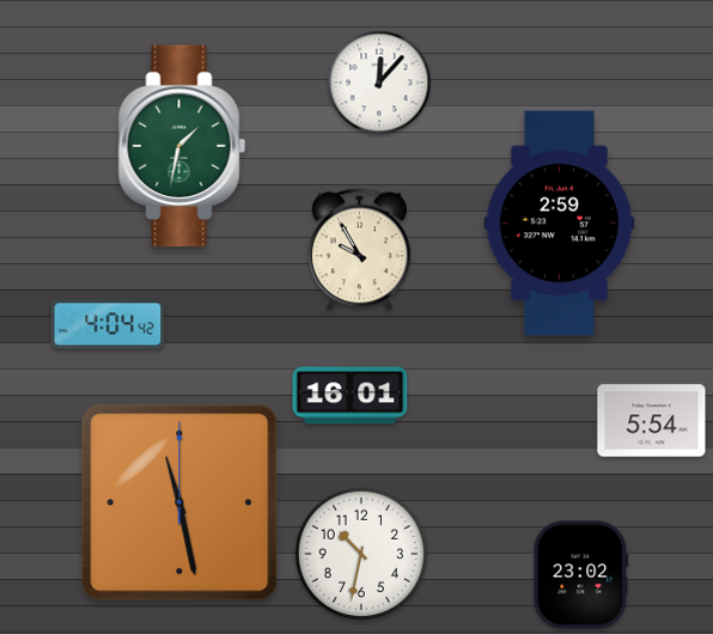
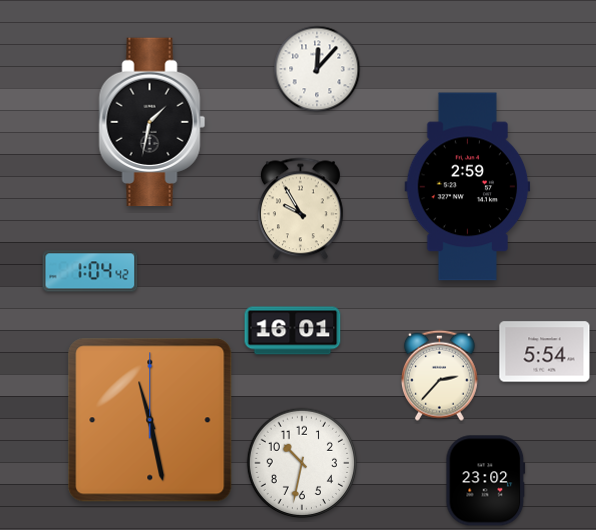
clock at (182, 146) dial: green -> black
clock at (108, 324): 4:04 -> 1:04
clock at (439, 375): none -> 2:37
